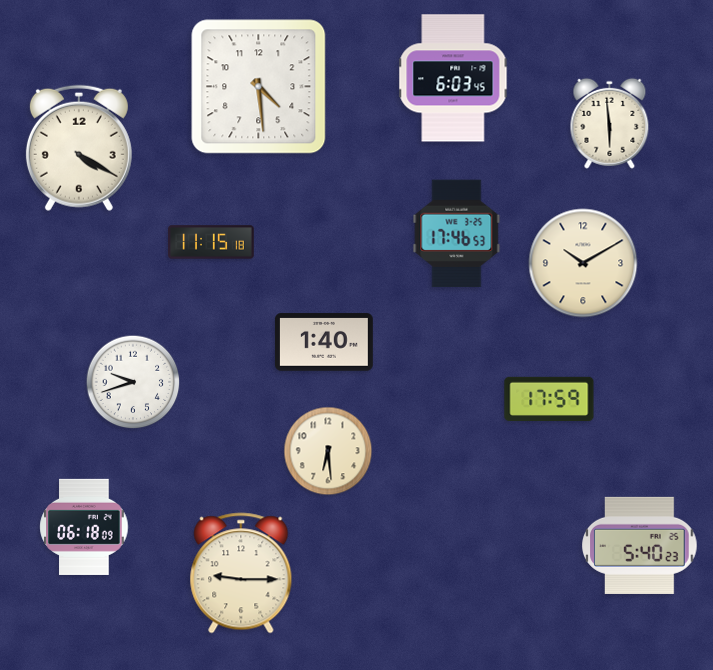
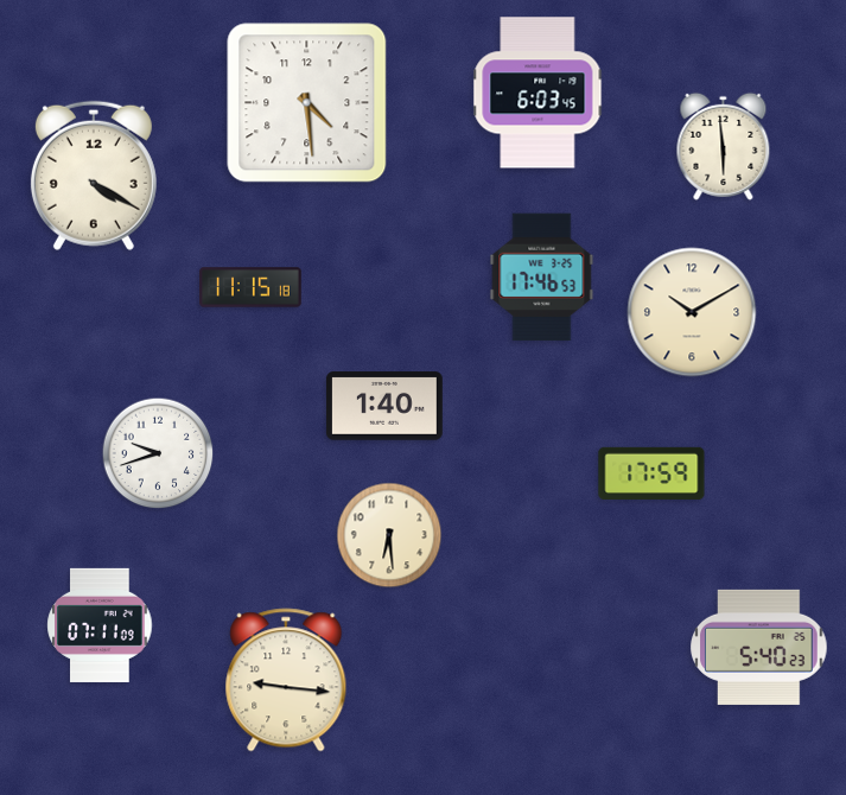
clock at (84, 527): 06:18 -> 07:11
clock at (241, 573): 9:15 -> 9:16
